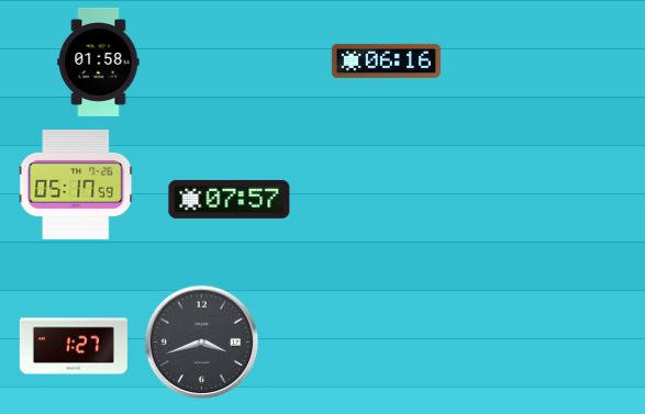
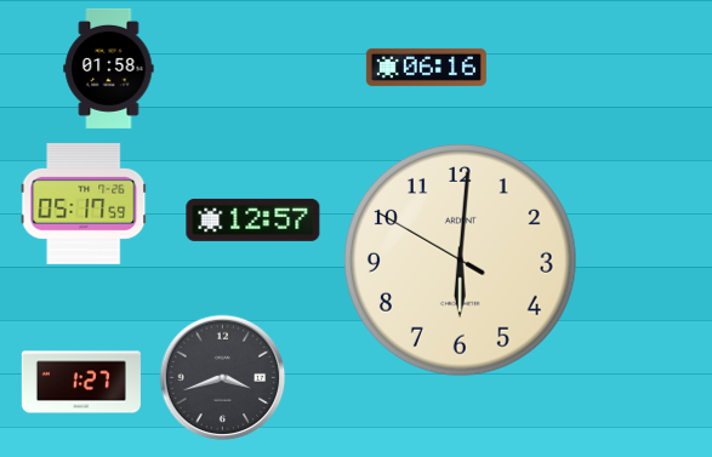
clock at (230, 199): 07:57 -> 12:57
clock at (461, 261): none -> 6:00
